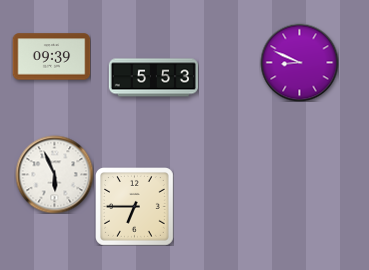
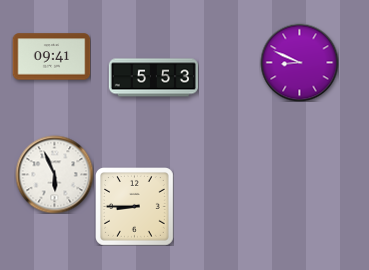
clock at (51, 57): 09:39 -> 09:41
clock at (135, 207): 6:45 -> 8:45
